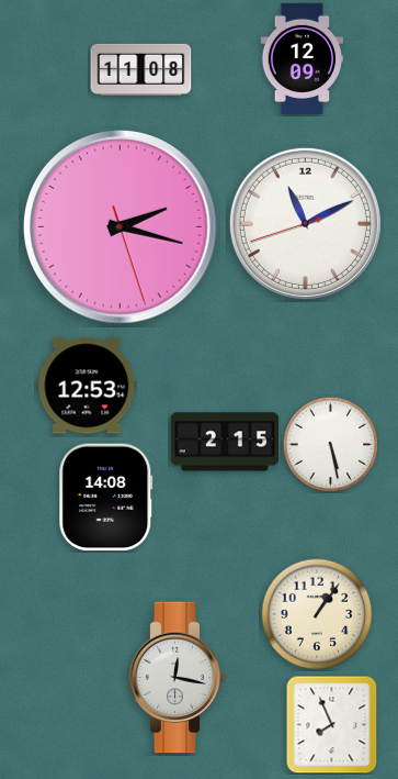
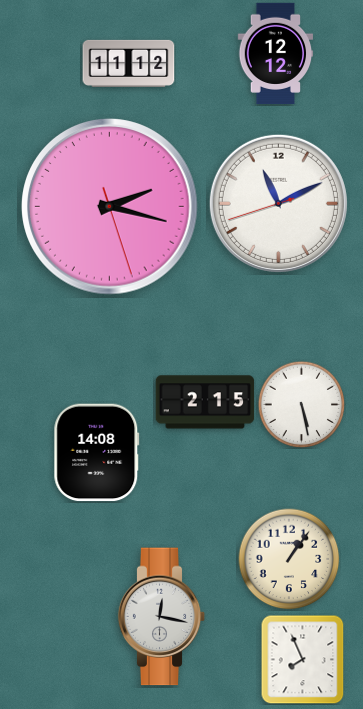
clock at (303, 58): 12:09 -> 12:12
clock at (141, 69): 11:08 -> 11:12
clock at (87, 386): 12:53 -> none
